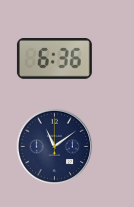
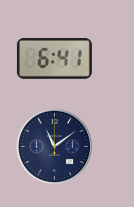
clock at (54, 59): 6:36 -> 6:41
